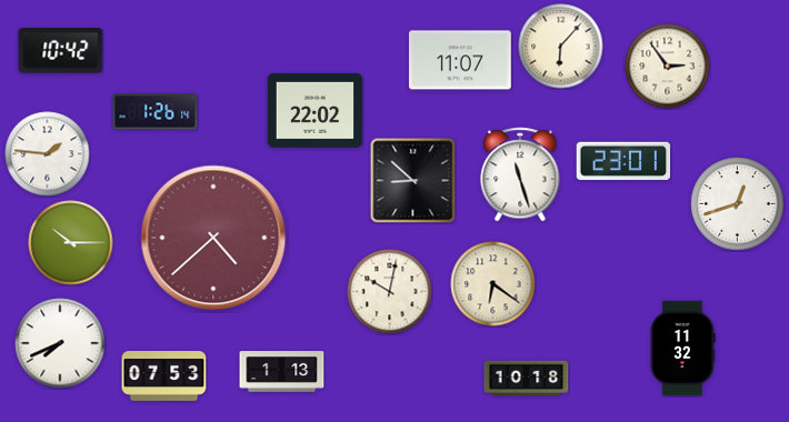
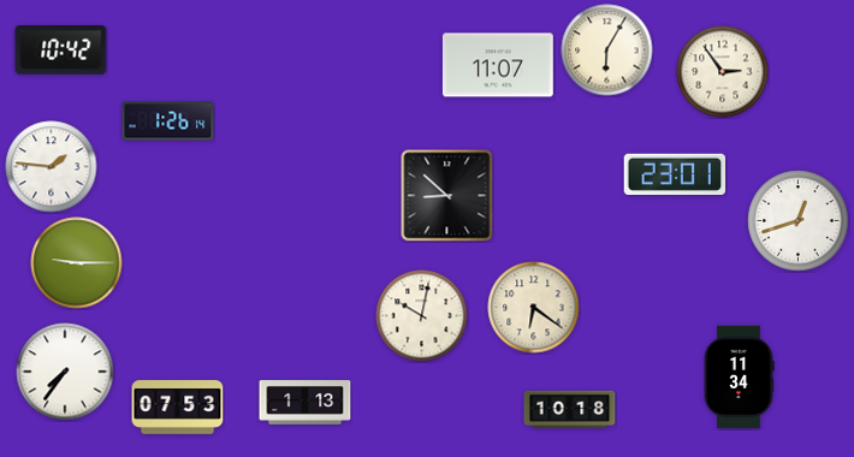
clock at (561, 47): 6:07 -> 6:05
clock at (61, 51) position: (61, 51) -> (61, 51)
clock at (314, 110): 22:02 -> none
clock at (520, 174): 11:27 -> none
clock at (213, 238): 4:38 -> none
clock at (71, 243): 10:15 -> 9:15
clock at (60, 343): 7:41 -> 7:36
clock at (682, 349): 11:32 -> 11:34
